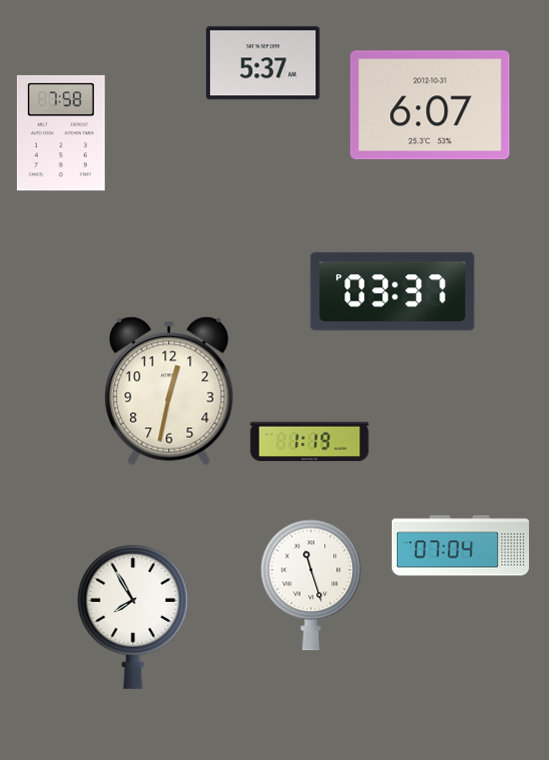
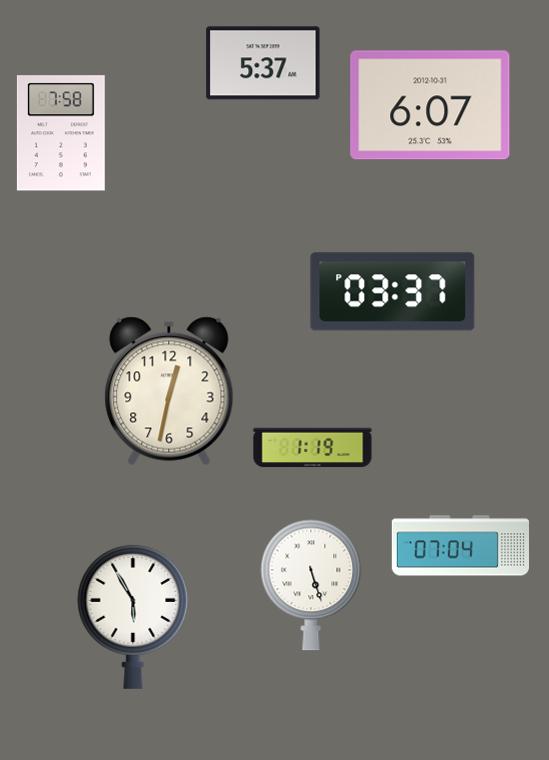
clock at (310, 442) position: (310, 442) -> (313, 448)
clock at (311, 585): 11:27 -> 5:27
clock at (133, 616): 7:55 -> 5:55
